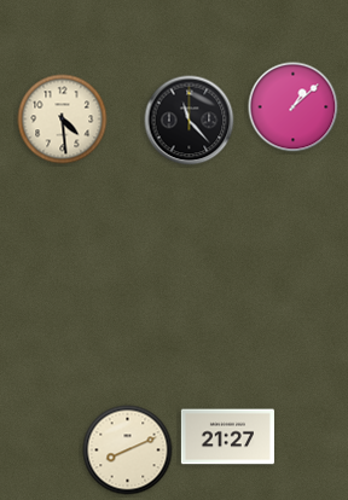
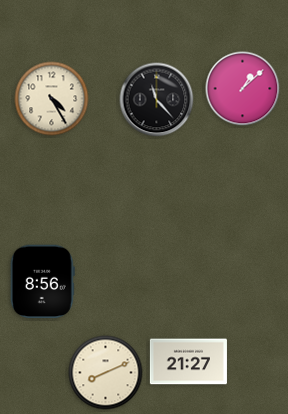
clock at (63, 120): 4:29 -> 4:25
clock at (42, 282): none -> 8:56
